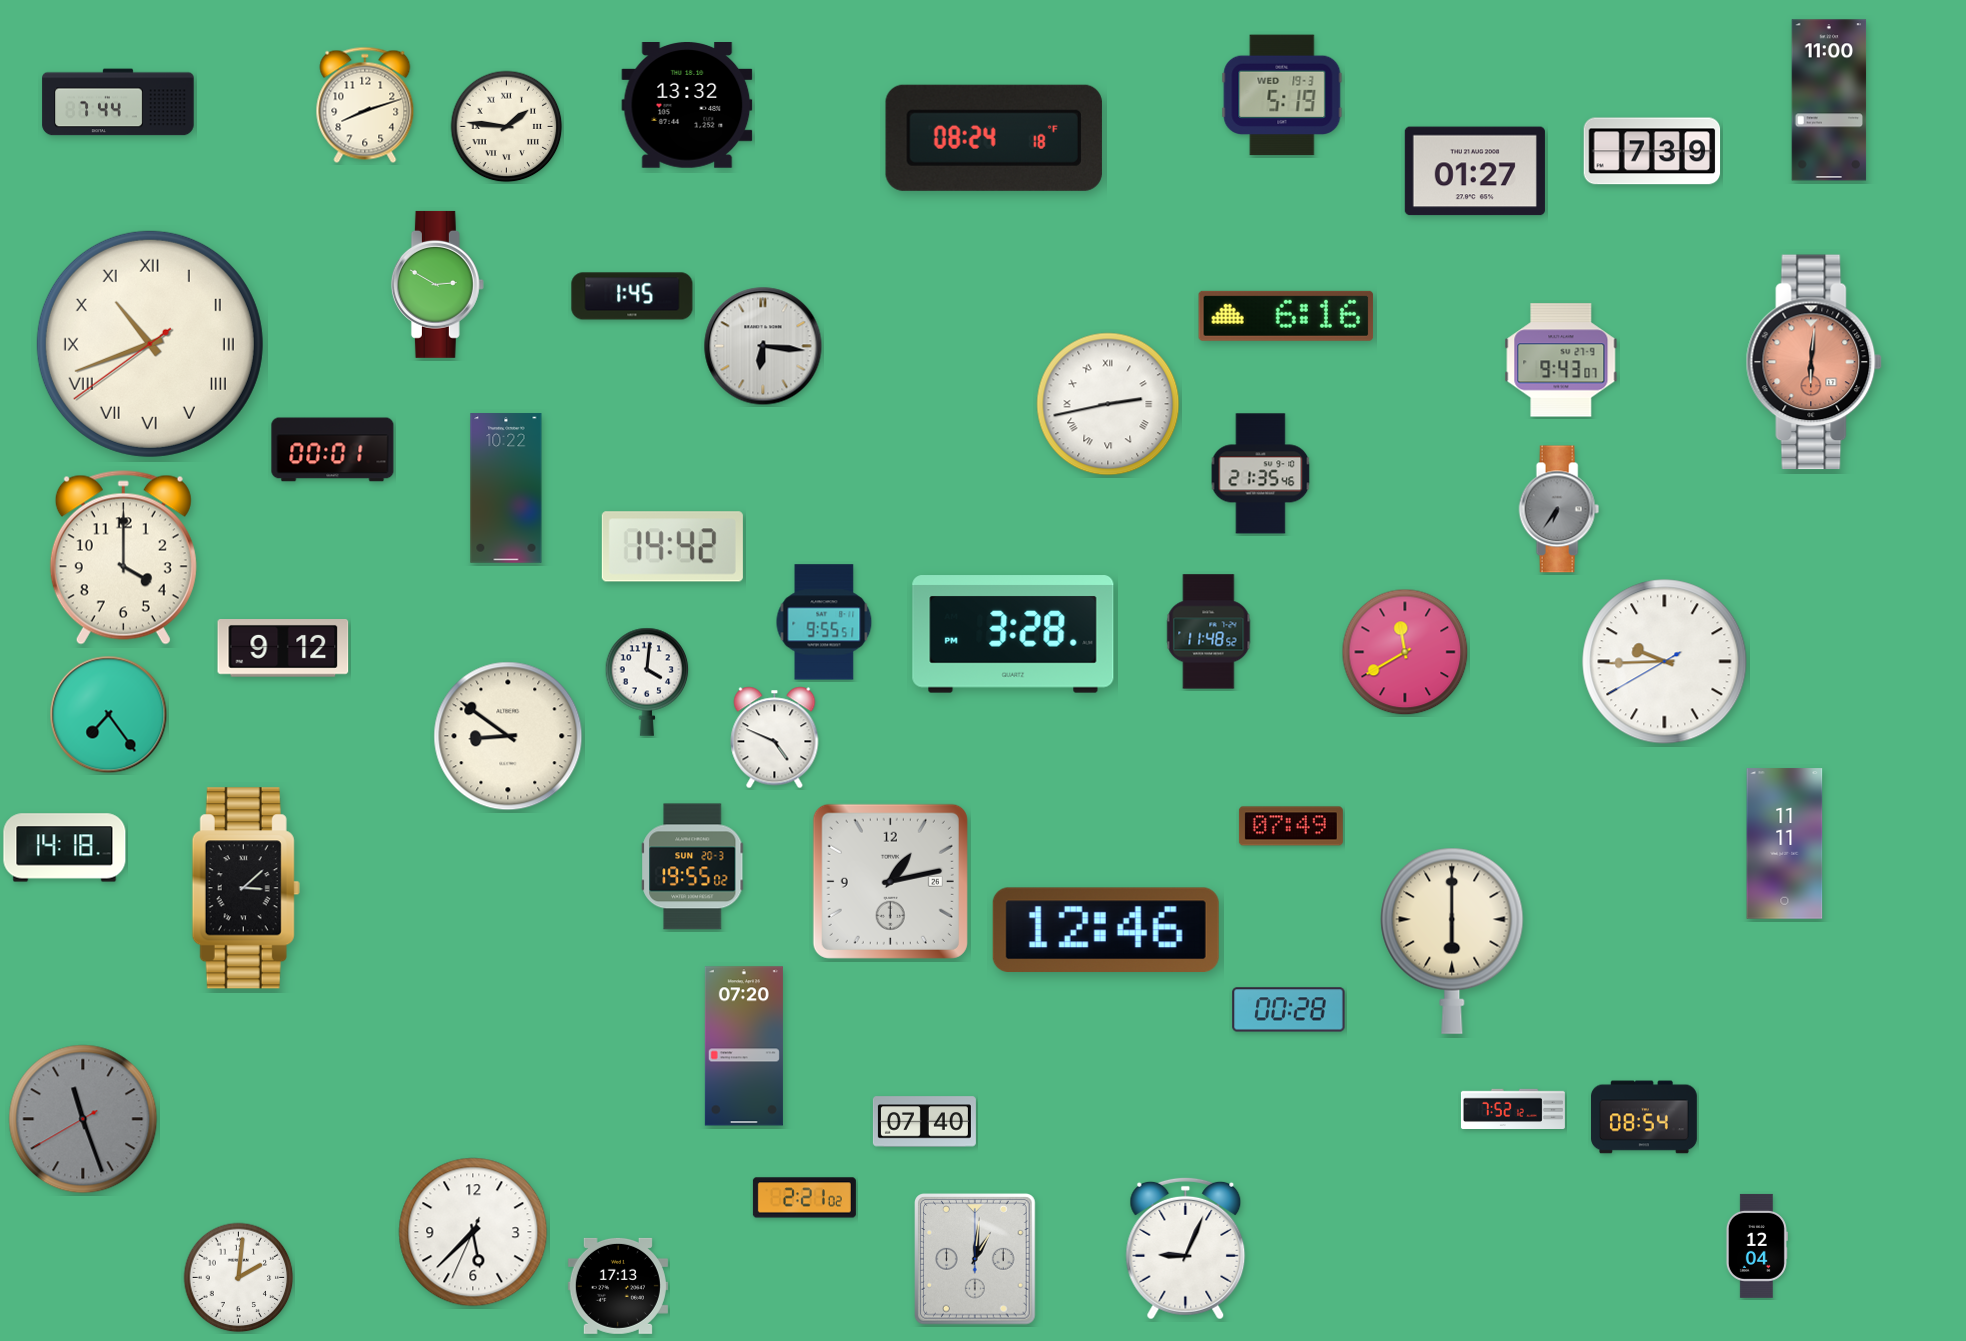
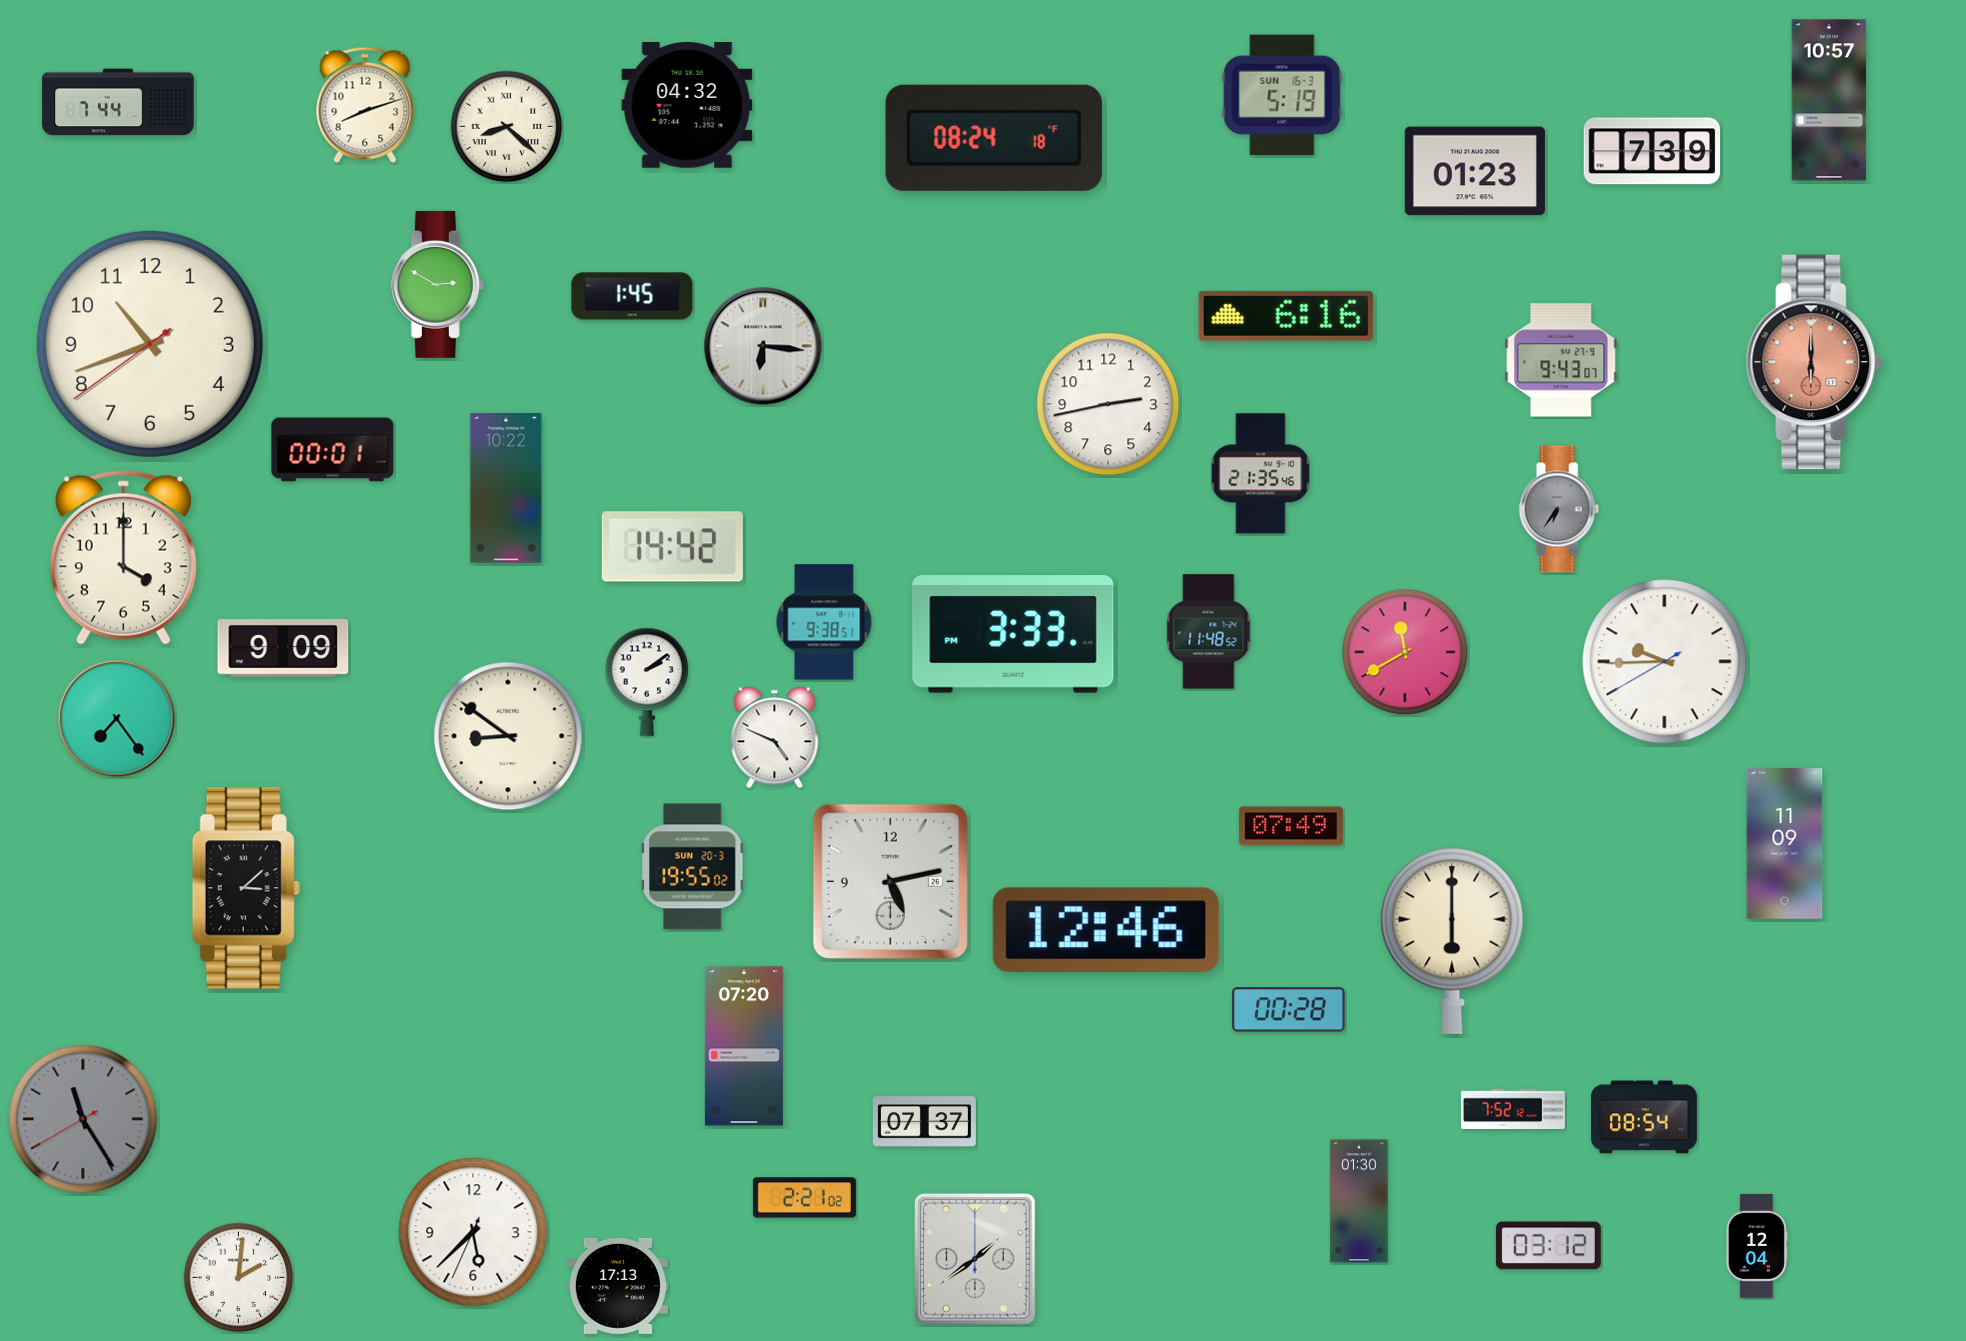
clock at (1282, 95) date: WED 19-3 -> SUN 16-3
clock at (1829, 100): 11:00 -> 10:57
clock at (687, 106): 13:32 -> 04:32
clock at (507, 127): 1:46 -> 8:22
clock at (1475, 171): 01:27 -> 01:23
clock at (150, 344) numerals: Roman -> Arabic
clock at (1814, 362): 6:01 -> 6:00
clock at (1108, 404) numerals: Roman -> Arabic
clock at (824, 622): 9:55 -> 9:38
clock at (1013, 634): 3:28 -> 3:33
clock at (283, 649): 9:12 -> 9:09
clock at (647, 682): 4:01 -> 2:09
clock at (109, 715) position: (109, 715) -> (117, 719)
clock at (1785, 844): 11:11 -> 11:09
clock at (65, 848): 14:18 -> none
clock at (890, 881): 1:13 -> 5:13
clock at (83, 1119): 11:26 -> 11:24
clock at (924, 1122): 07:40 -> 07:37
clock at (1359, 1201): none -> 01:30
clock at (1548, 1246): none -> 03:12
clock at (1186, 1248): 9:04 -> none
clock at (976, 1259): 1:01 -> 1:39
